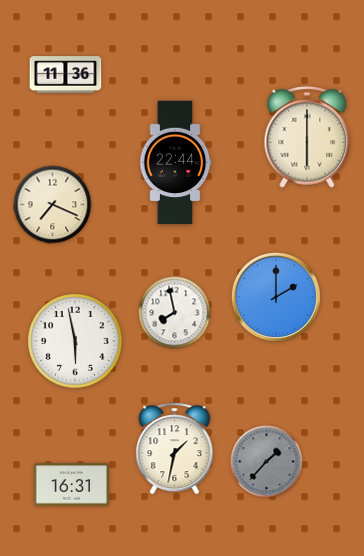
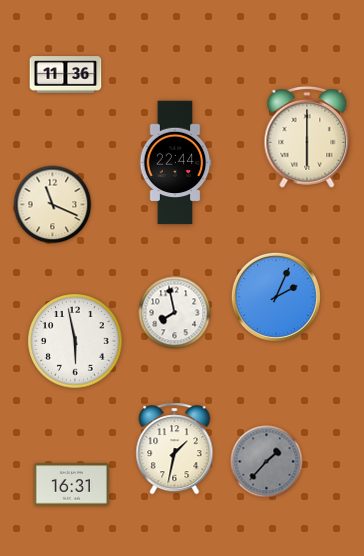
clock at (53, 205): 7:19 -> 11:19
clock at (276, 297): 2:00 -> 2:04
